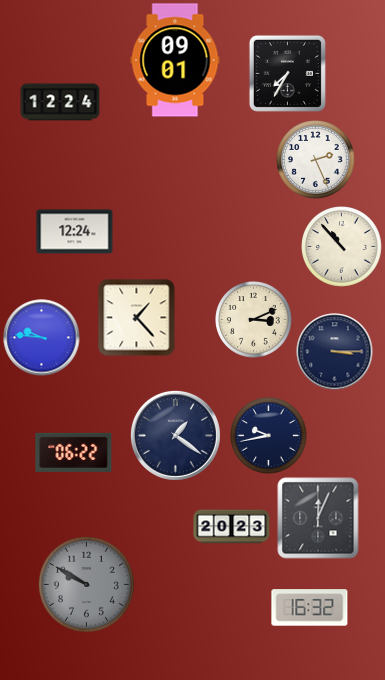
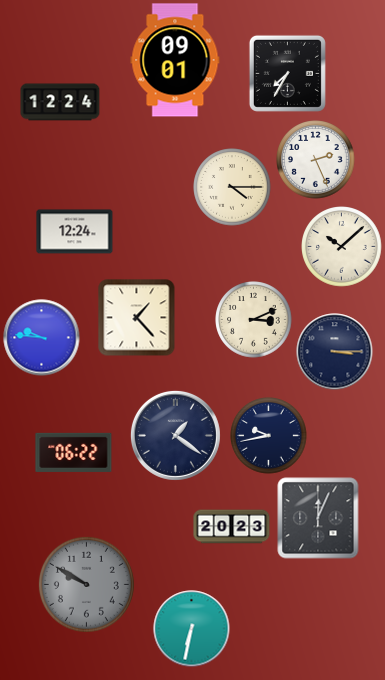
clock at (232, 187): none -> 4:15
clock at (342, 247): 10:53 -> 10:08
clock at (310, 608): 16:32 -> none
clock at (192, 629): none -> 6:32
